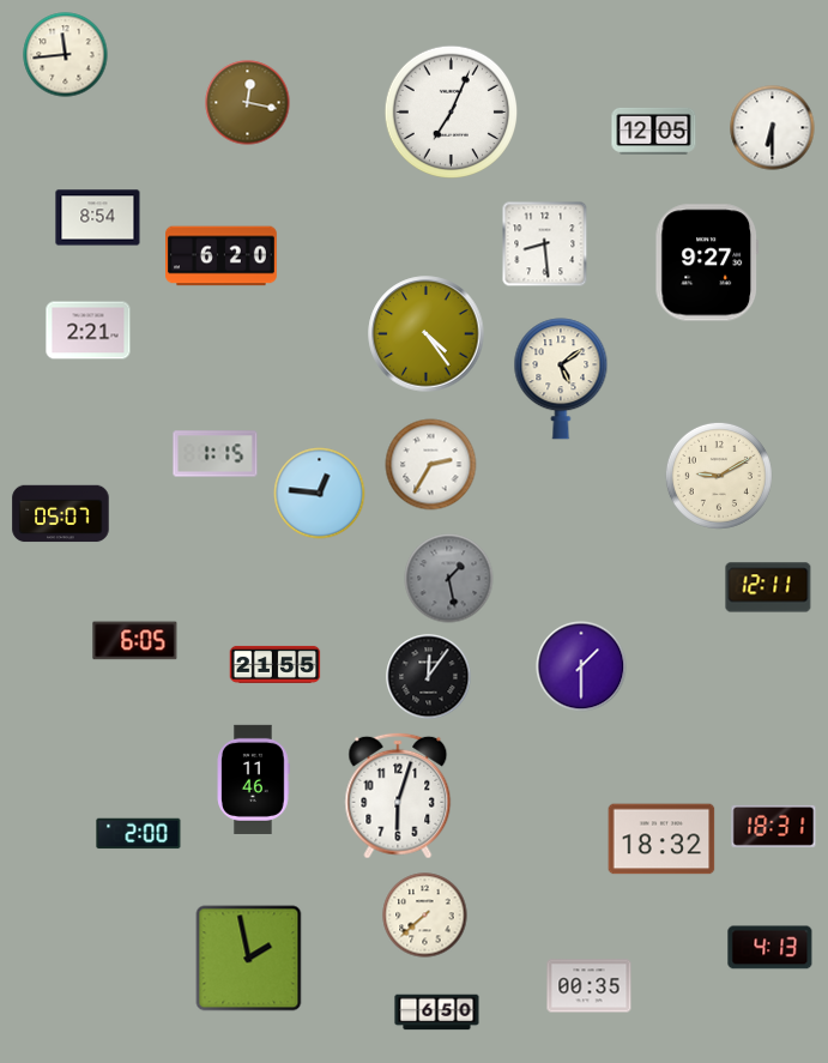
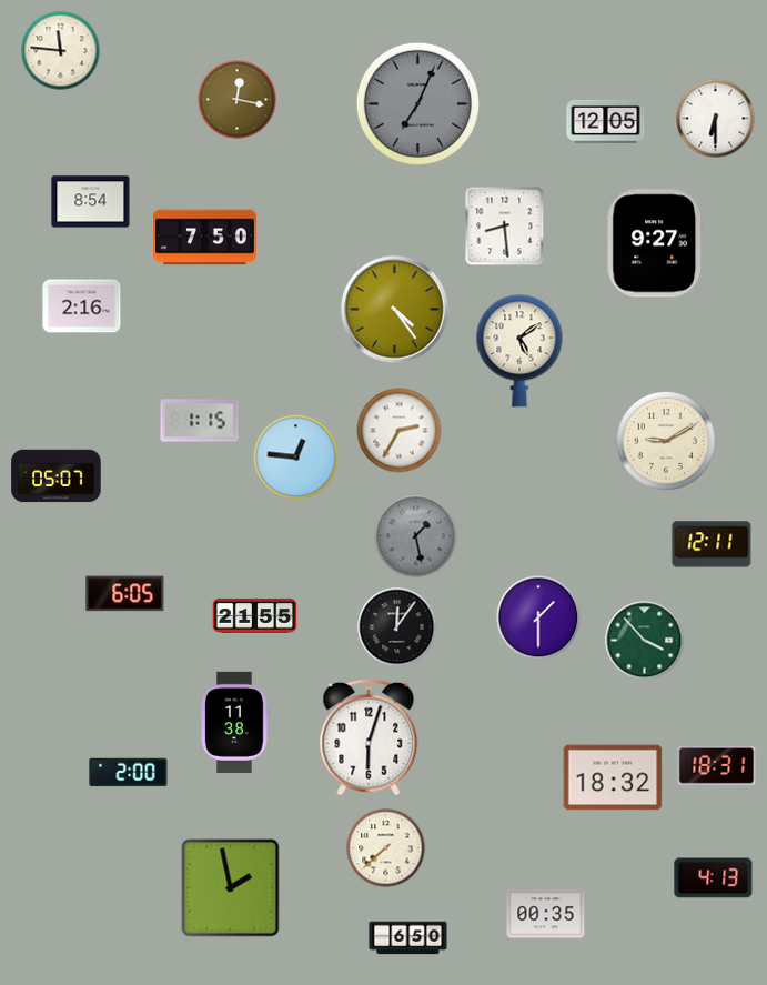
clock at (66, 55): 11:44 -> 11:46
clock at (248, 103) position: (248, 103) -> (238, 100)
clock at (451, 111) dial: white -> grey
clock at (222, 256): 6:20 -> 7:50
clock at (89, 331): 2:21 -> 2:16
clock at (645, 641): none -> 3:53
clock at (253, 779): 11:46 -> 11:38
clock at (425, 916) position: (425, 916) -> (386, 848)
clock at (437, 1013) position: (437, 1013) -> (408, 938)
